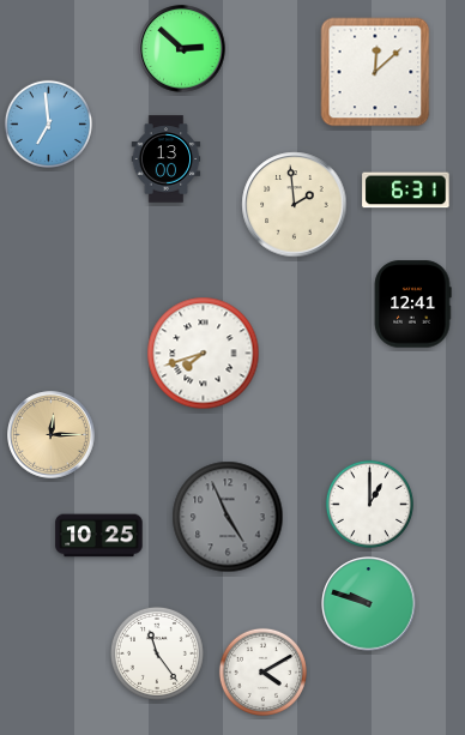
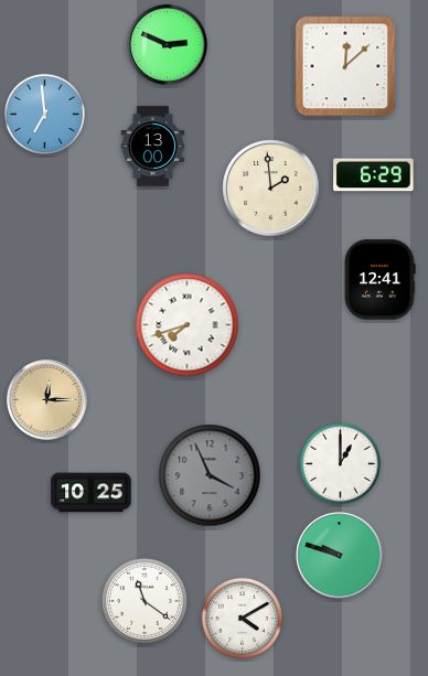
clock at (182, 49): 2:52 -> 2:49
clock at (406, 191): 6:31 -> 6:29
clock at (228, 517): 4:56 -> 3:56
clock at (157, 653): 11:24 -> 11:21
